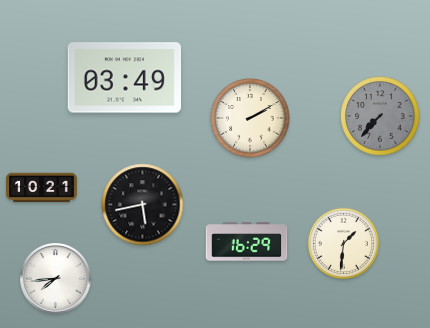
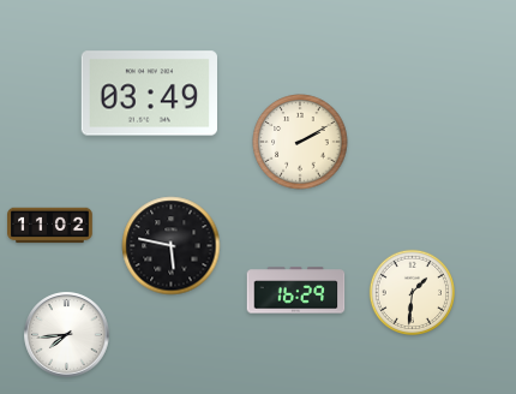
clock at (380, 116): 7:37 -> none
clock at (42, 188): 10:21 -> 11:02
clock at (143, 205): 5:43 -> 5:47
